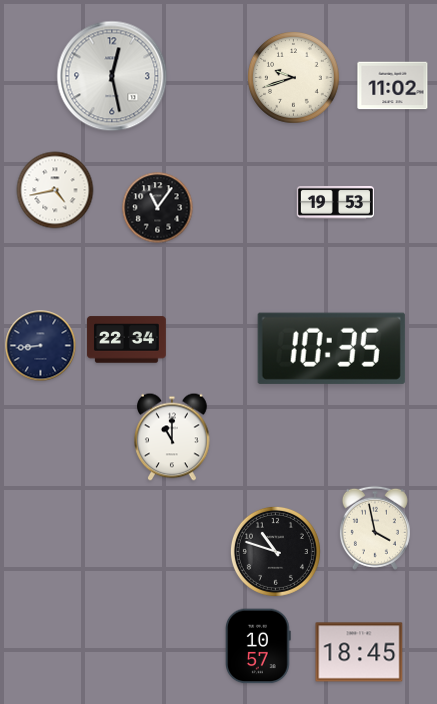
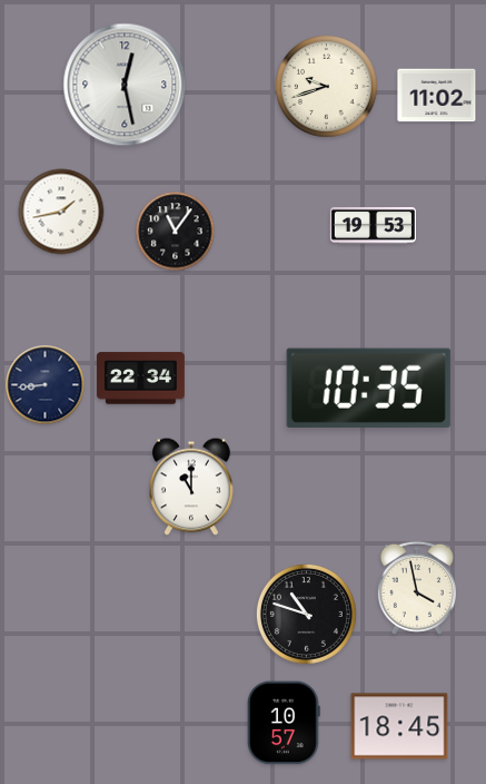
clock at (55, 190): 4:43 -> 1:43
clock at (259, 646) position: (259, 646) -> (285, 723)
